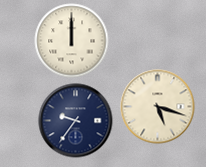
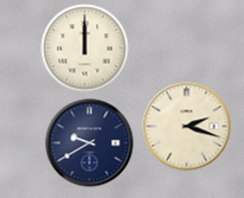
clock at (158, 107): 5:18 -> 2:18
clock at (76, 121): 9:36 -> 9:40
